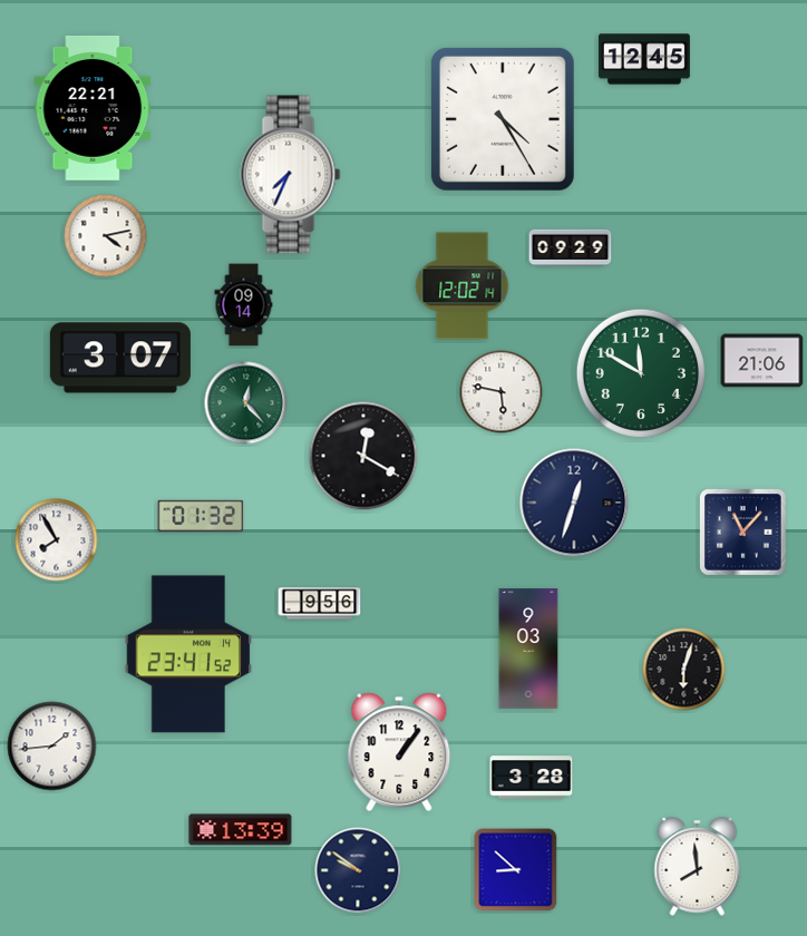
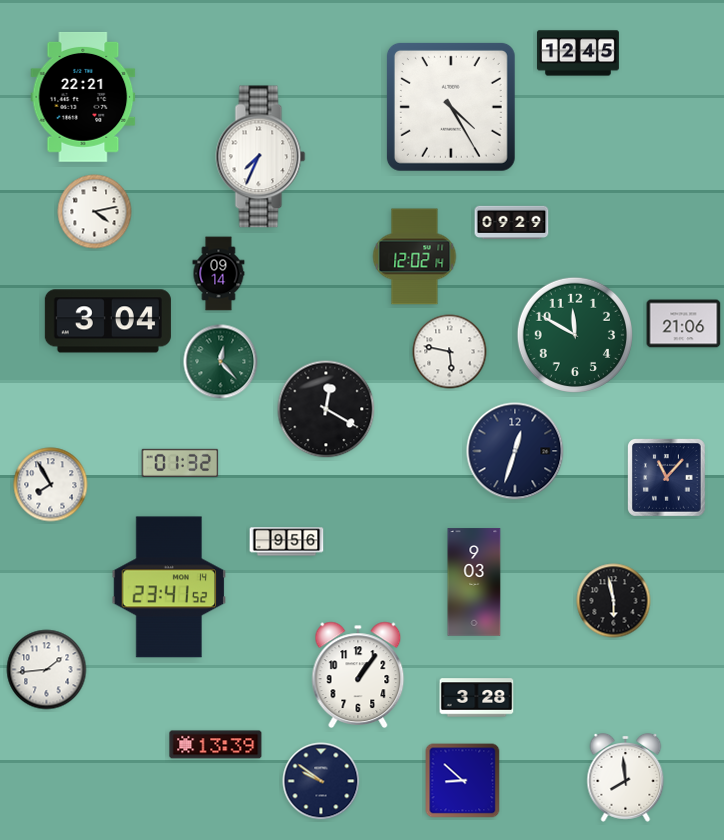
clock at (120, 358): 3:07 -> 3:04
clock at (684, 670): 6:03 -> 5:58
